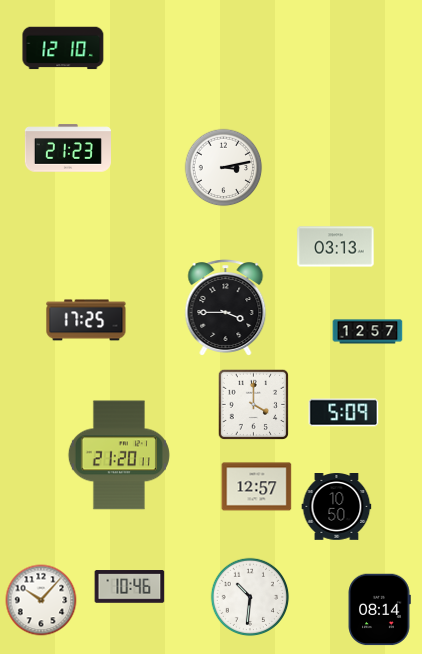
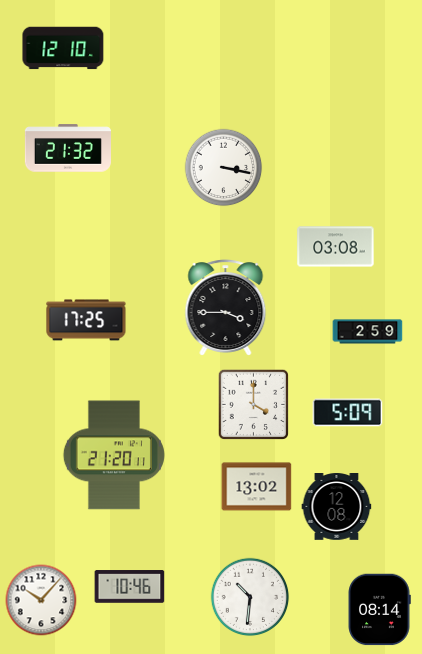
clock at (68, 148): 21:23 -> 21:32
clock at (224, 168): 3:13 -> 3:17
clock at (336, 247): 03:13 -> 03:08
clock at (368, 332): 12:57 -> 2:59
clock at (344, 413) position: (344, 413) -> (348, 413)
clock at (119, 455) position: (119, 455) -> (114, 455)
clock at (257, 487): 12:57 -> 13:02
clock at (337, 507): 10:50 -> 12:08
